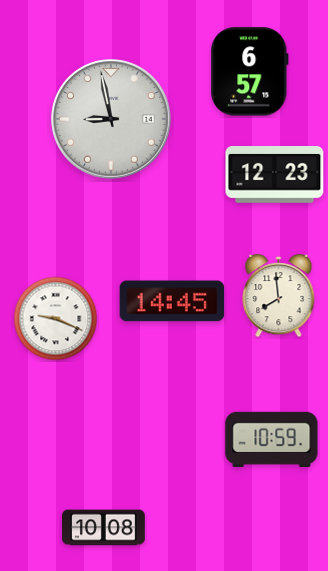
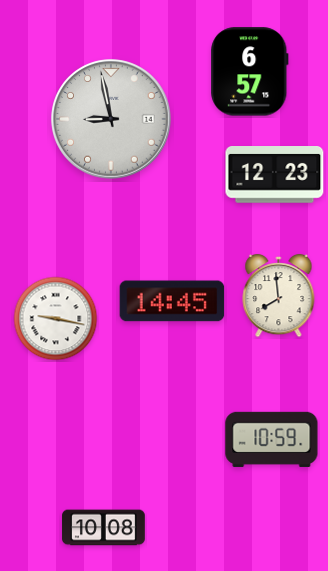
clock at (56, 319): 9:19 -> 9:17
